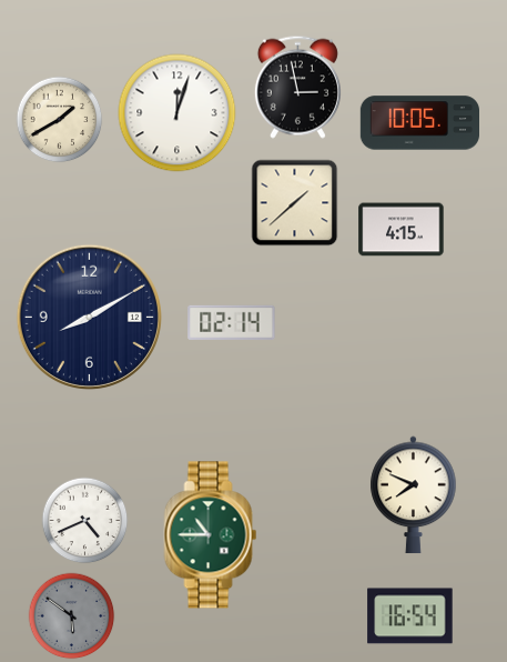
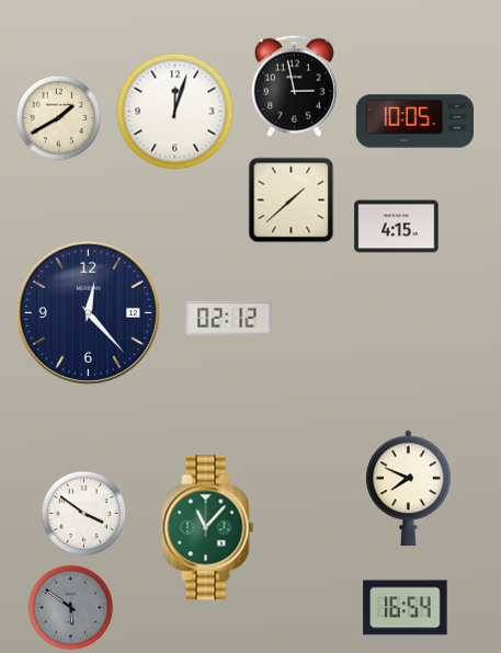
clock at (89, 317): 8:10 -> 12:23
clock at (232, 322): 02:14 -> 02:12
clock at (84, 520): 4:41 -> 3:51
clock at (211, 535): 10:45 -> 11:07
